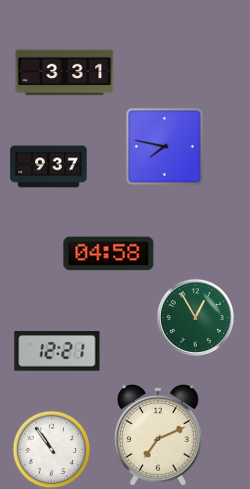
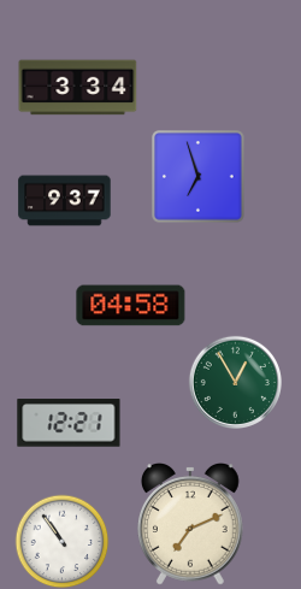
clock at (65, 73): 3:31 -> 3:34
clock at (165, 147): 7:47 -> 6:57
clock at (49, 167) position: (49, 167) -> (65, 201)
